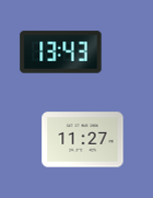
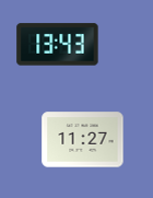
clock at (61, 53) position: (61, 53) -> (58, 45)
